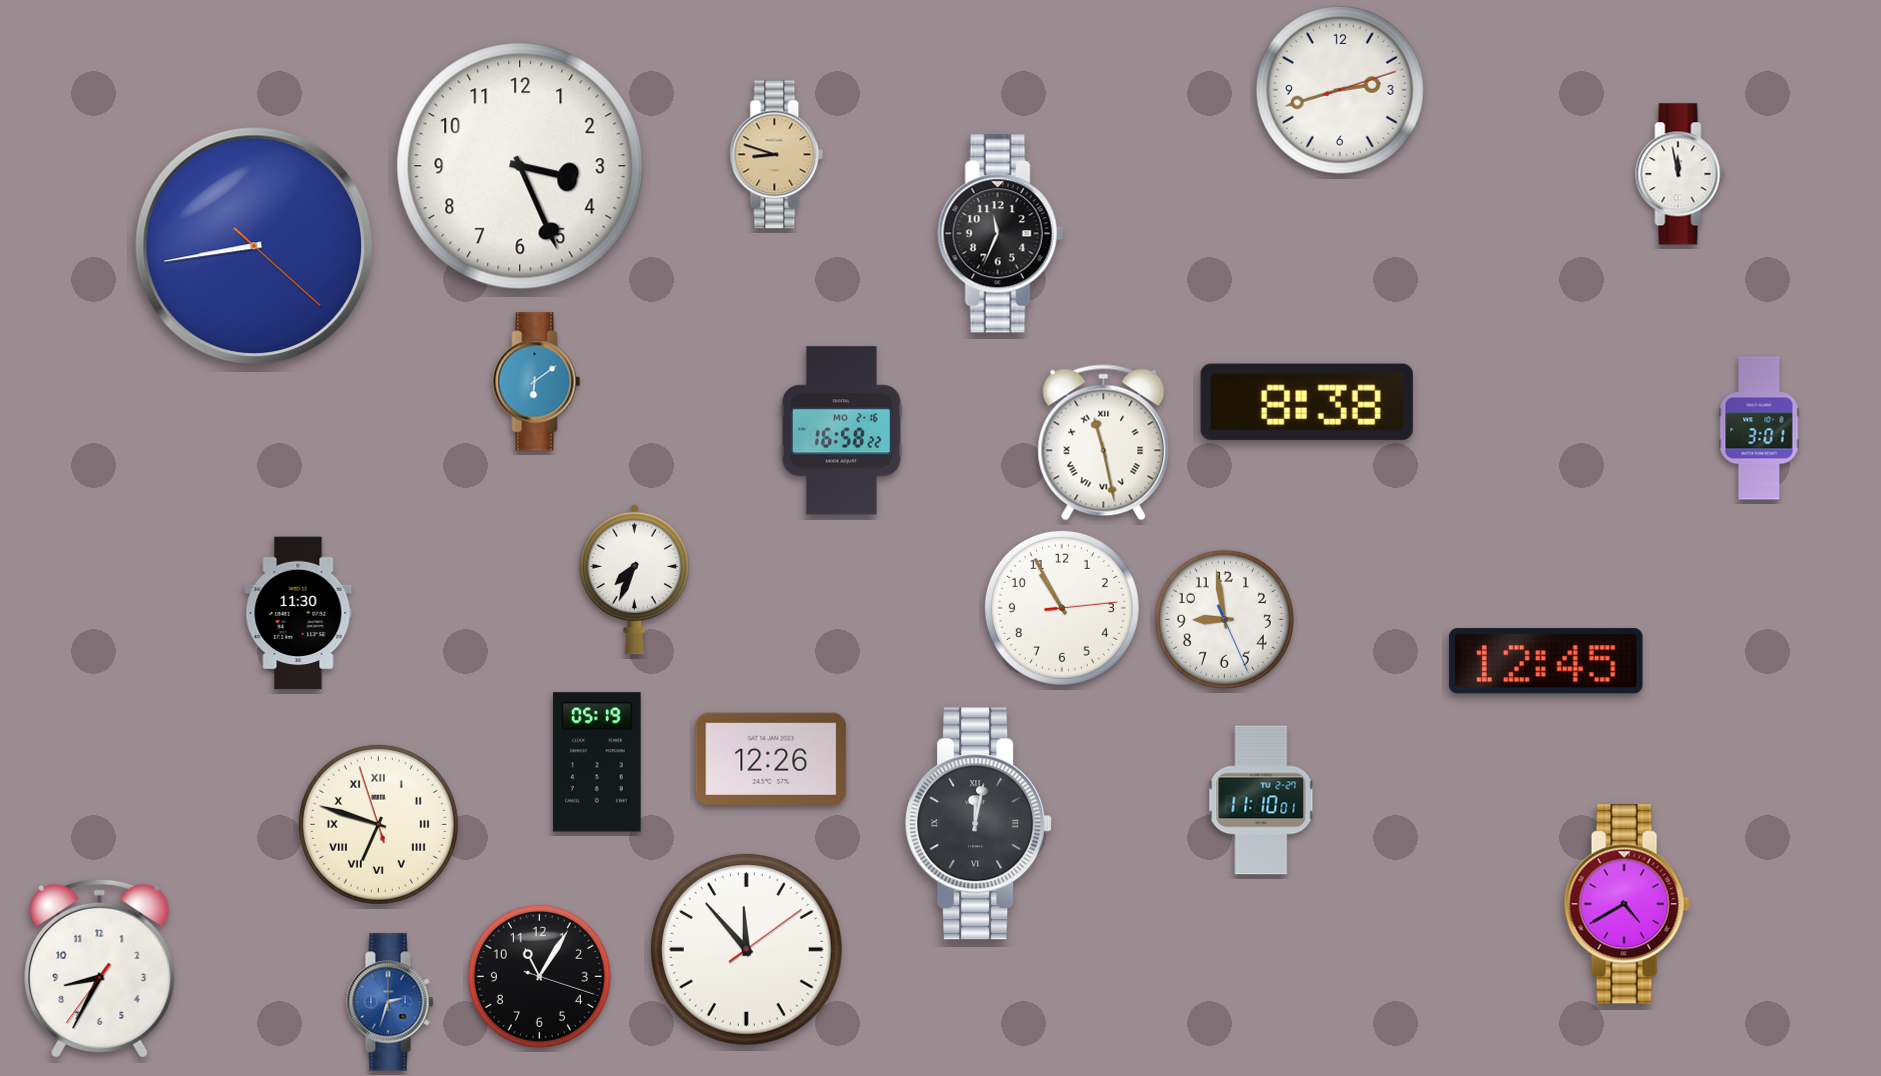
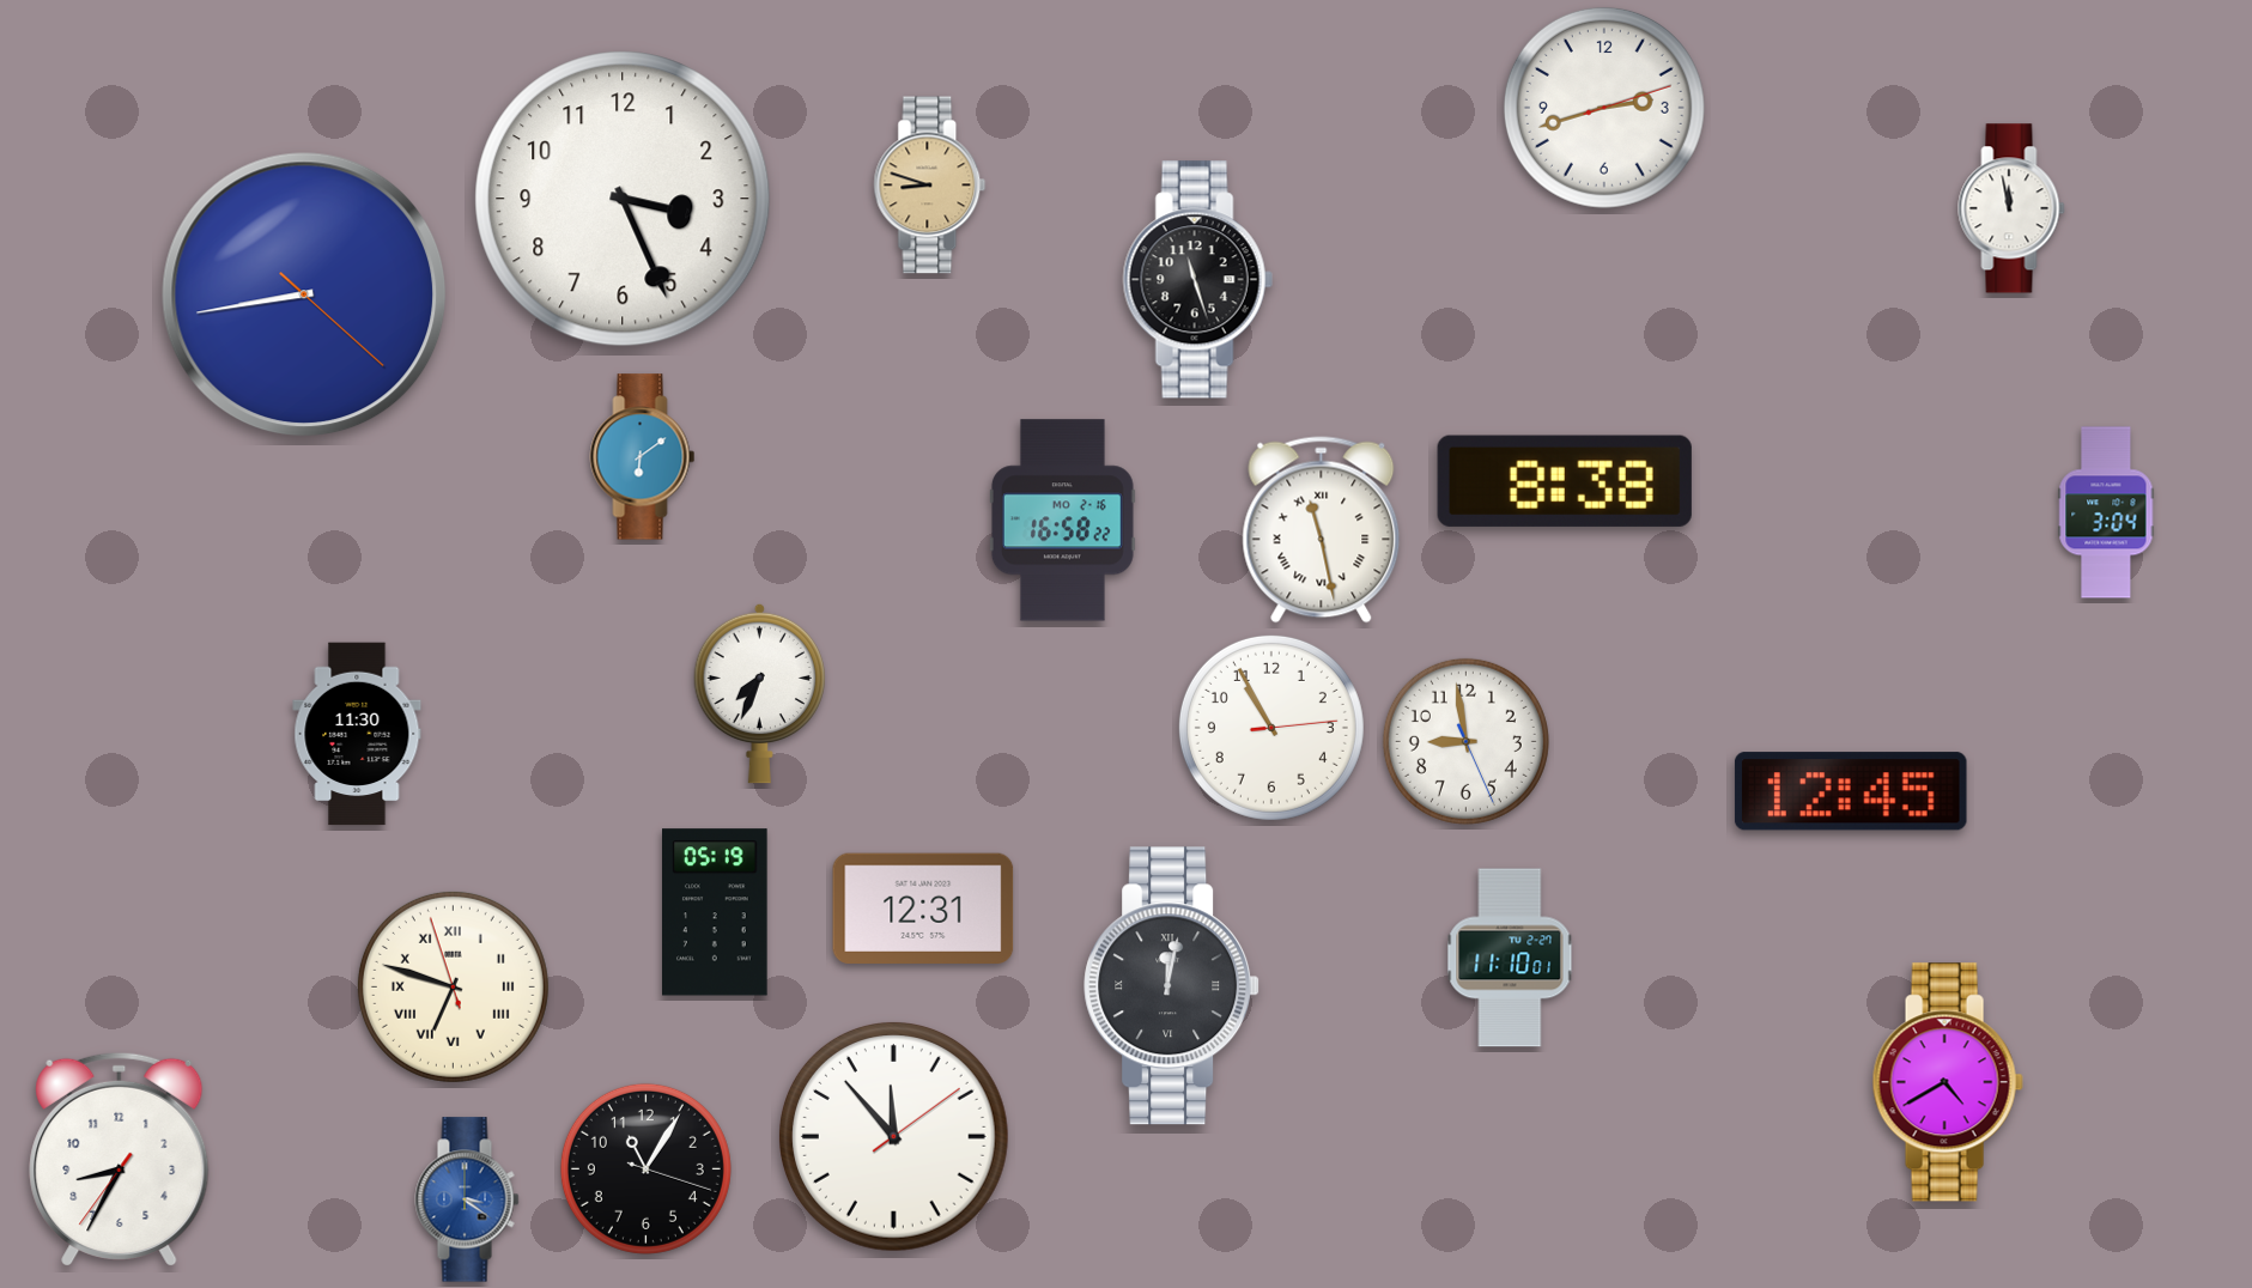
clock at (1000, 234): 11:34 -> 11:27
clock at (1759, 428): 3:01 -> 3:04
clock at (841, 431) position: (841, 431) -> (1062, 521)
clock at (771, 758): 12:26 -> 12:31
clock at (390, 1002): 2:33 -> 3:21
